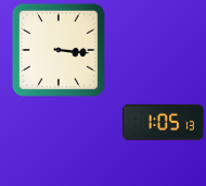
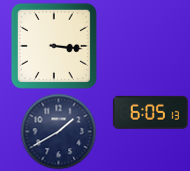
clock at (163, 122): 1:05 -> 6:05
clock at (59, 132): none -> 1:40
